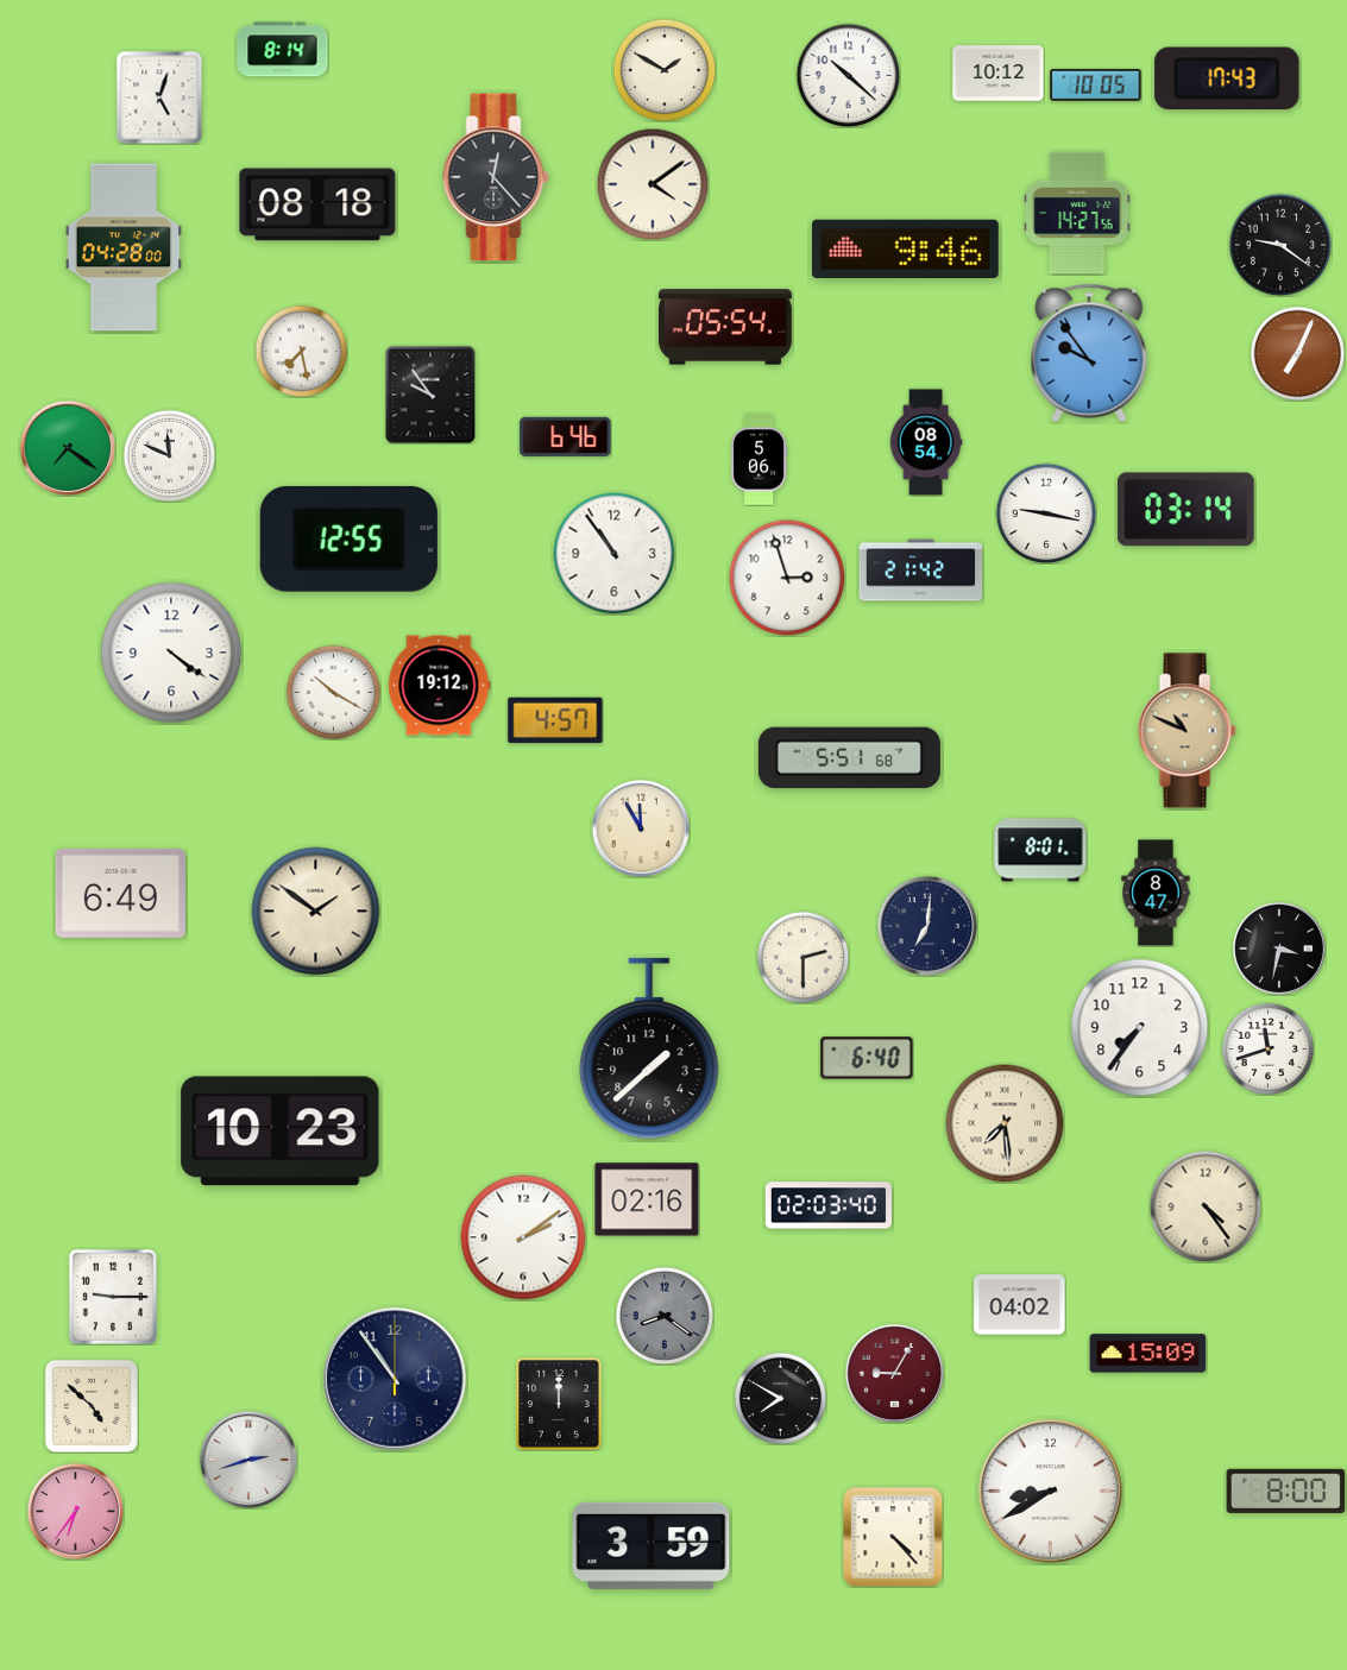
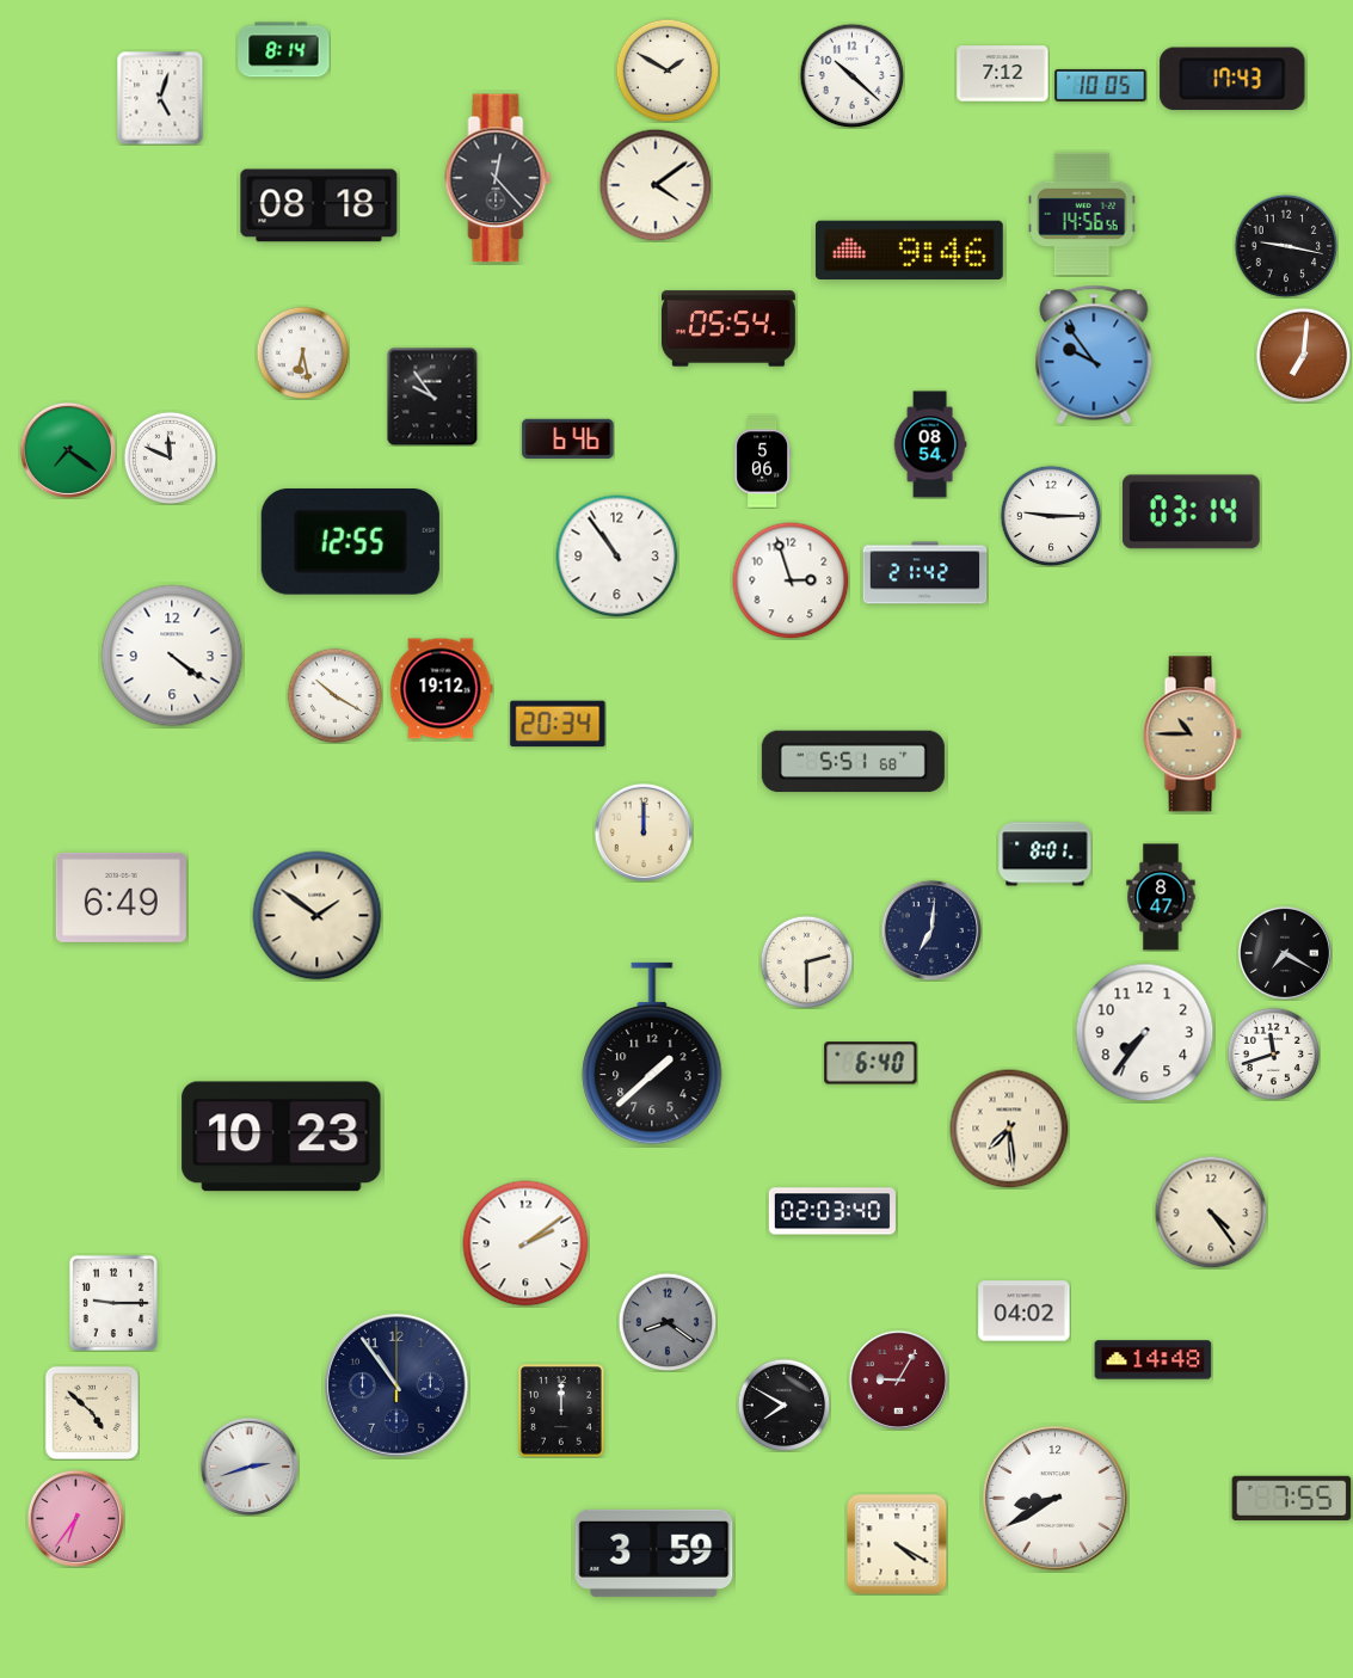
clock at (999, 74): 10:12 -> 7:12
clock at (1078, 213): 14:27 -> 14:56
clock at (1280, 245): 9:21 -> 9:17
clock at (124, 247): 04:28 -> none
clock at (301, 351): 7:28 -> 6:28
clock at (1297, 353): 7:04 -> 7:01
clock at (1046, 513): 9:17 -> 9:15
clock at (555, 720): 4:57 -> 20:34
clock at (1187, 731): 10:49 -> 10:45
clock at (640, 827): 11:55 -> 12:00
clock at (1279, 949): 3:32 -> 7:20
clock at (647, 1199): 02:16 -> none
clock at (1148, 1354): 15:09 -> 14:48
clock at (1286, 1491): 8:00 -> 7:55
clock at (893, 1537): 4:23 -> 4:20
